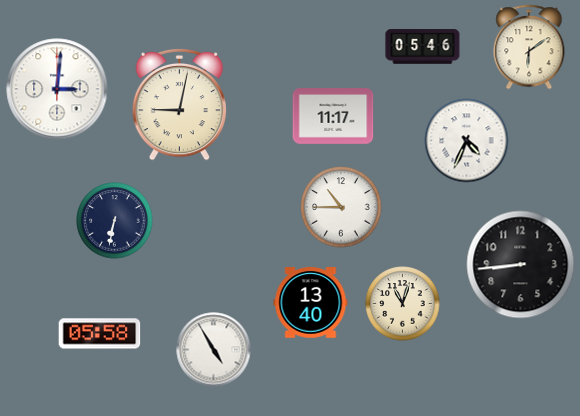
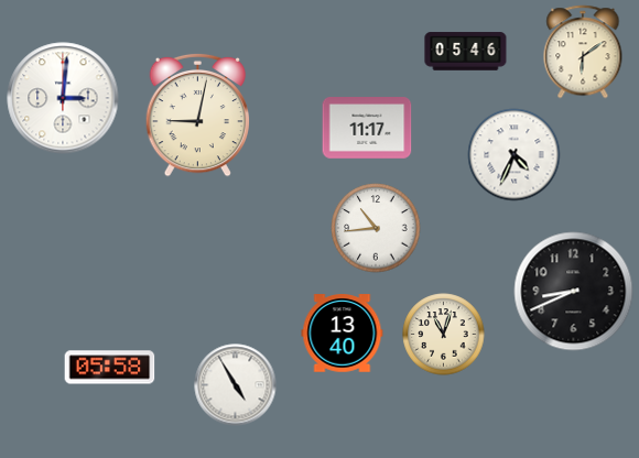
clock at (341, 207): 10:45 -> 10:44
clock at (115, 221): 6:32 -> none
clock at (521, 265): 8:44 -> 8:41
